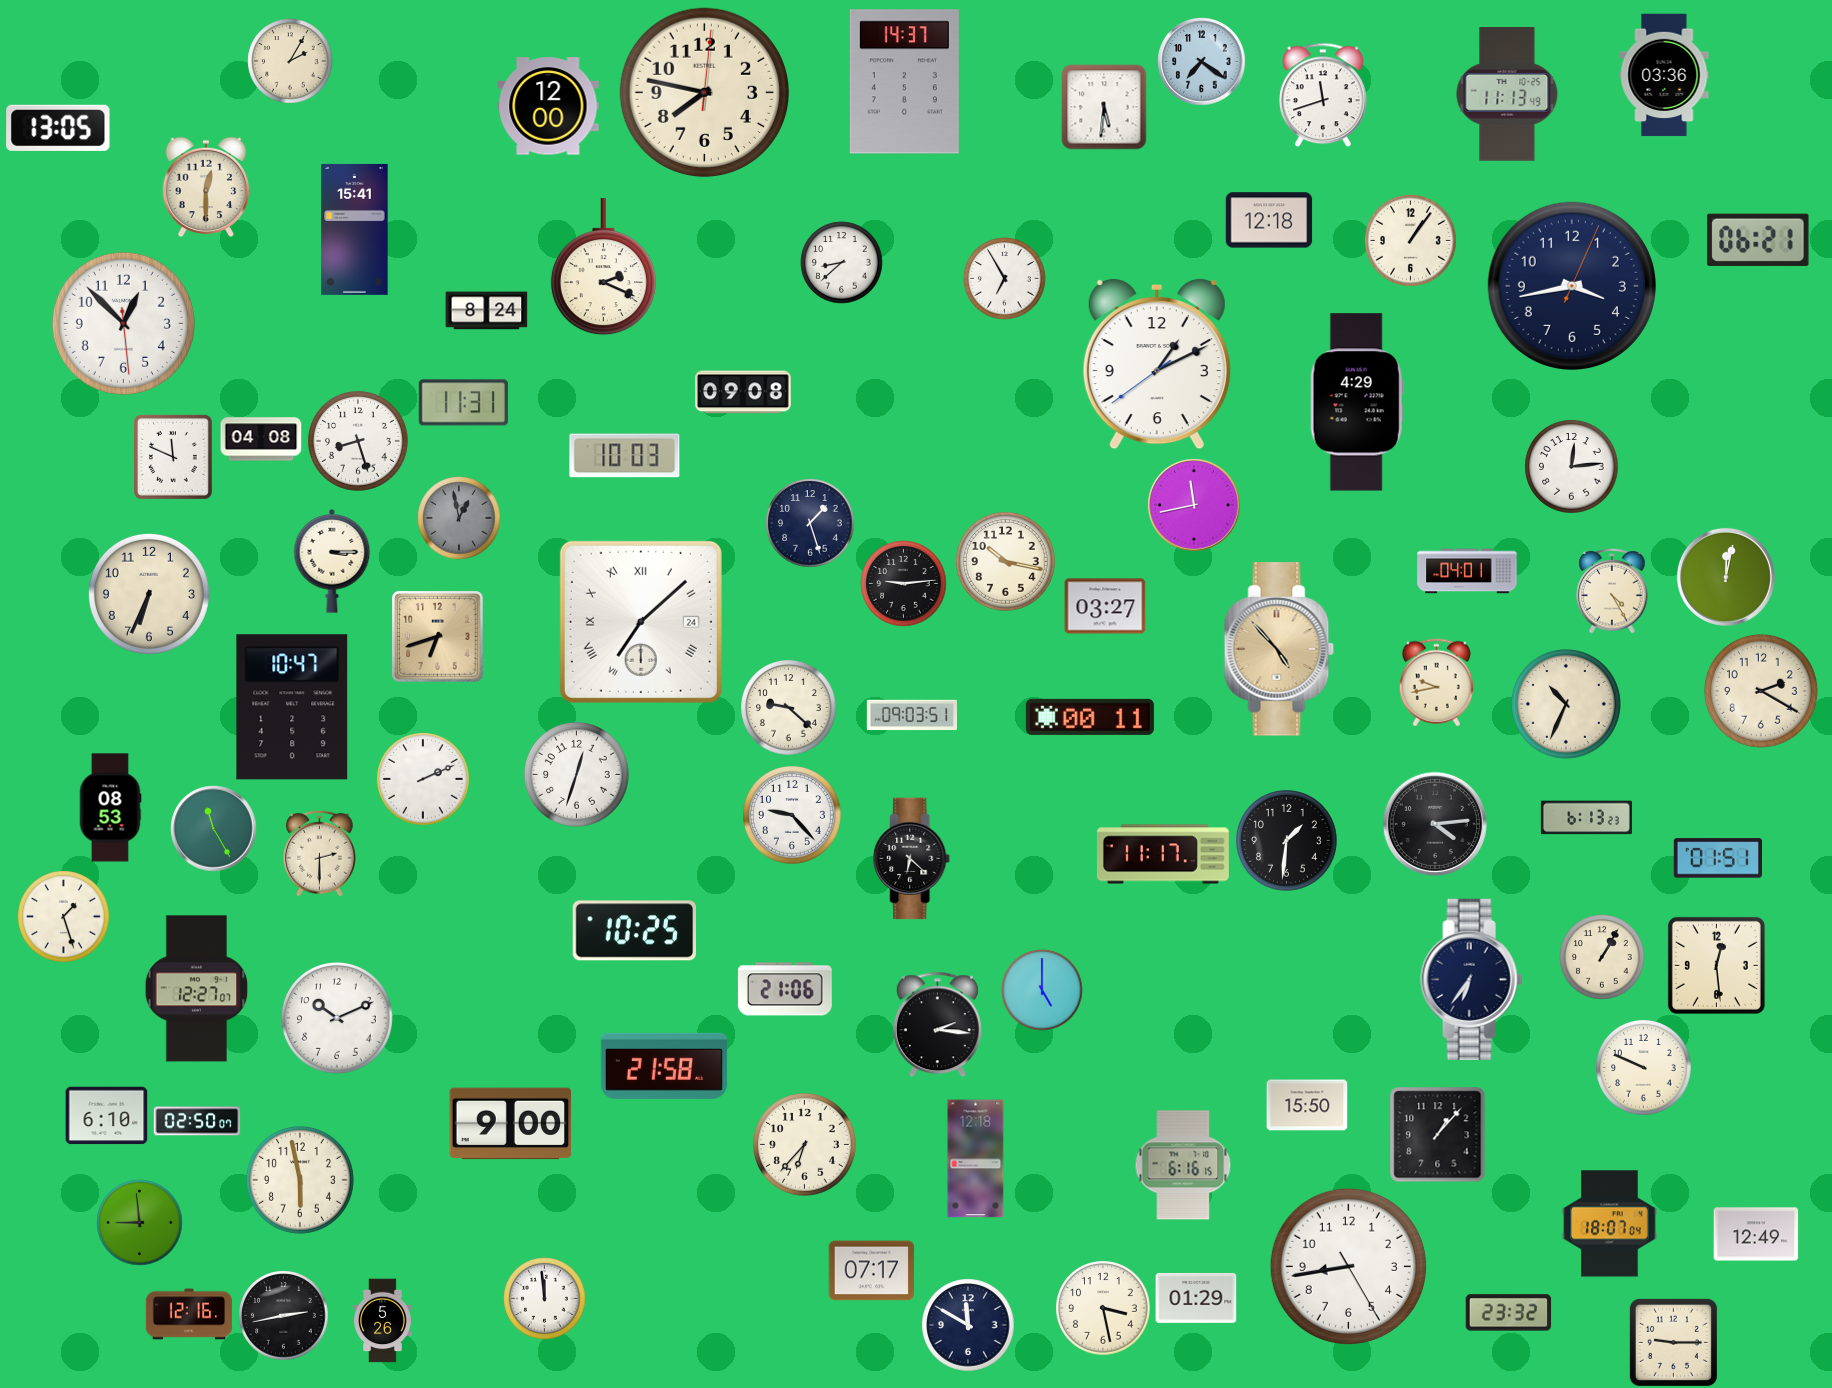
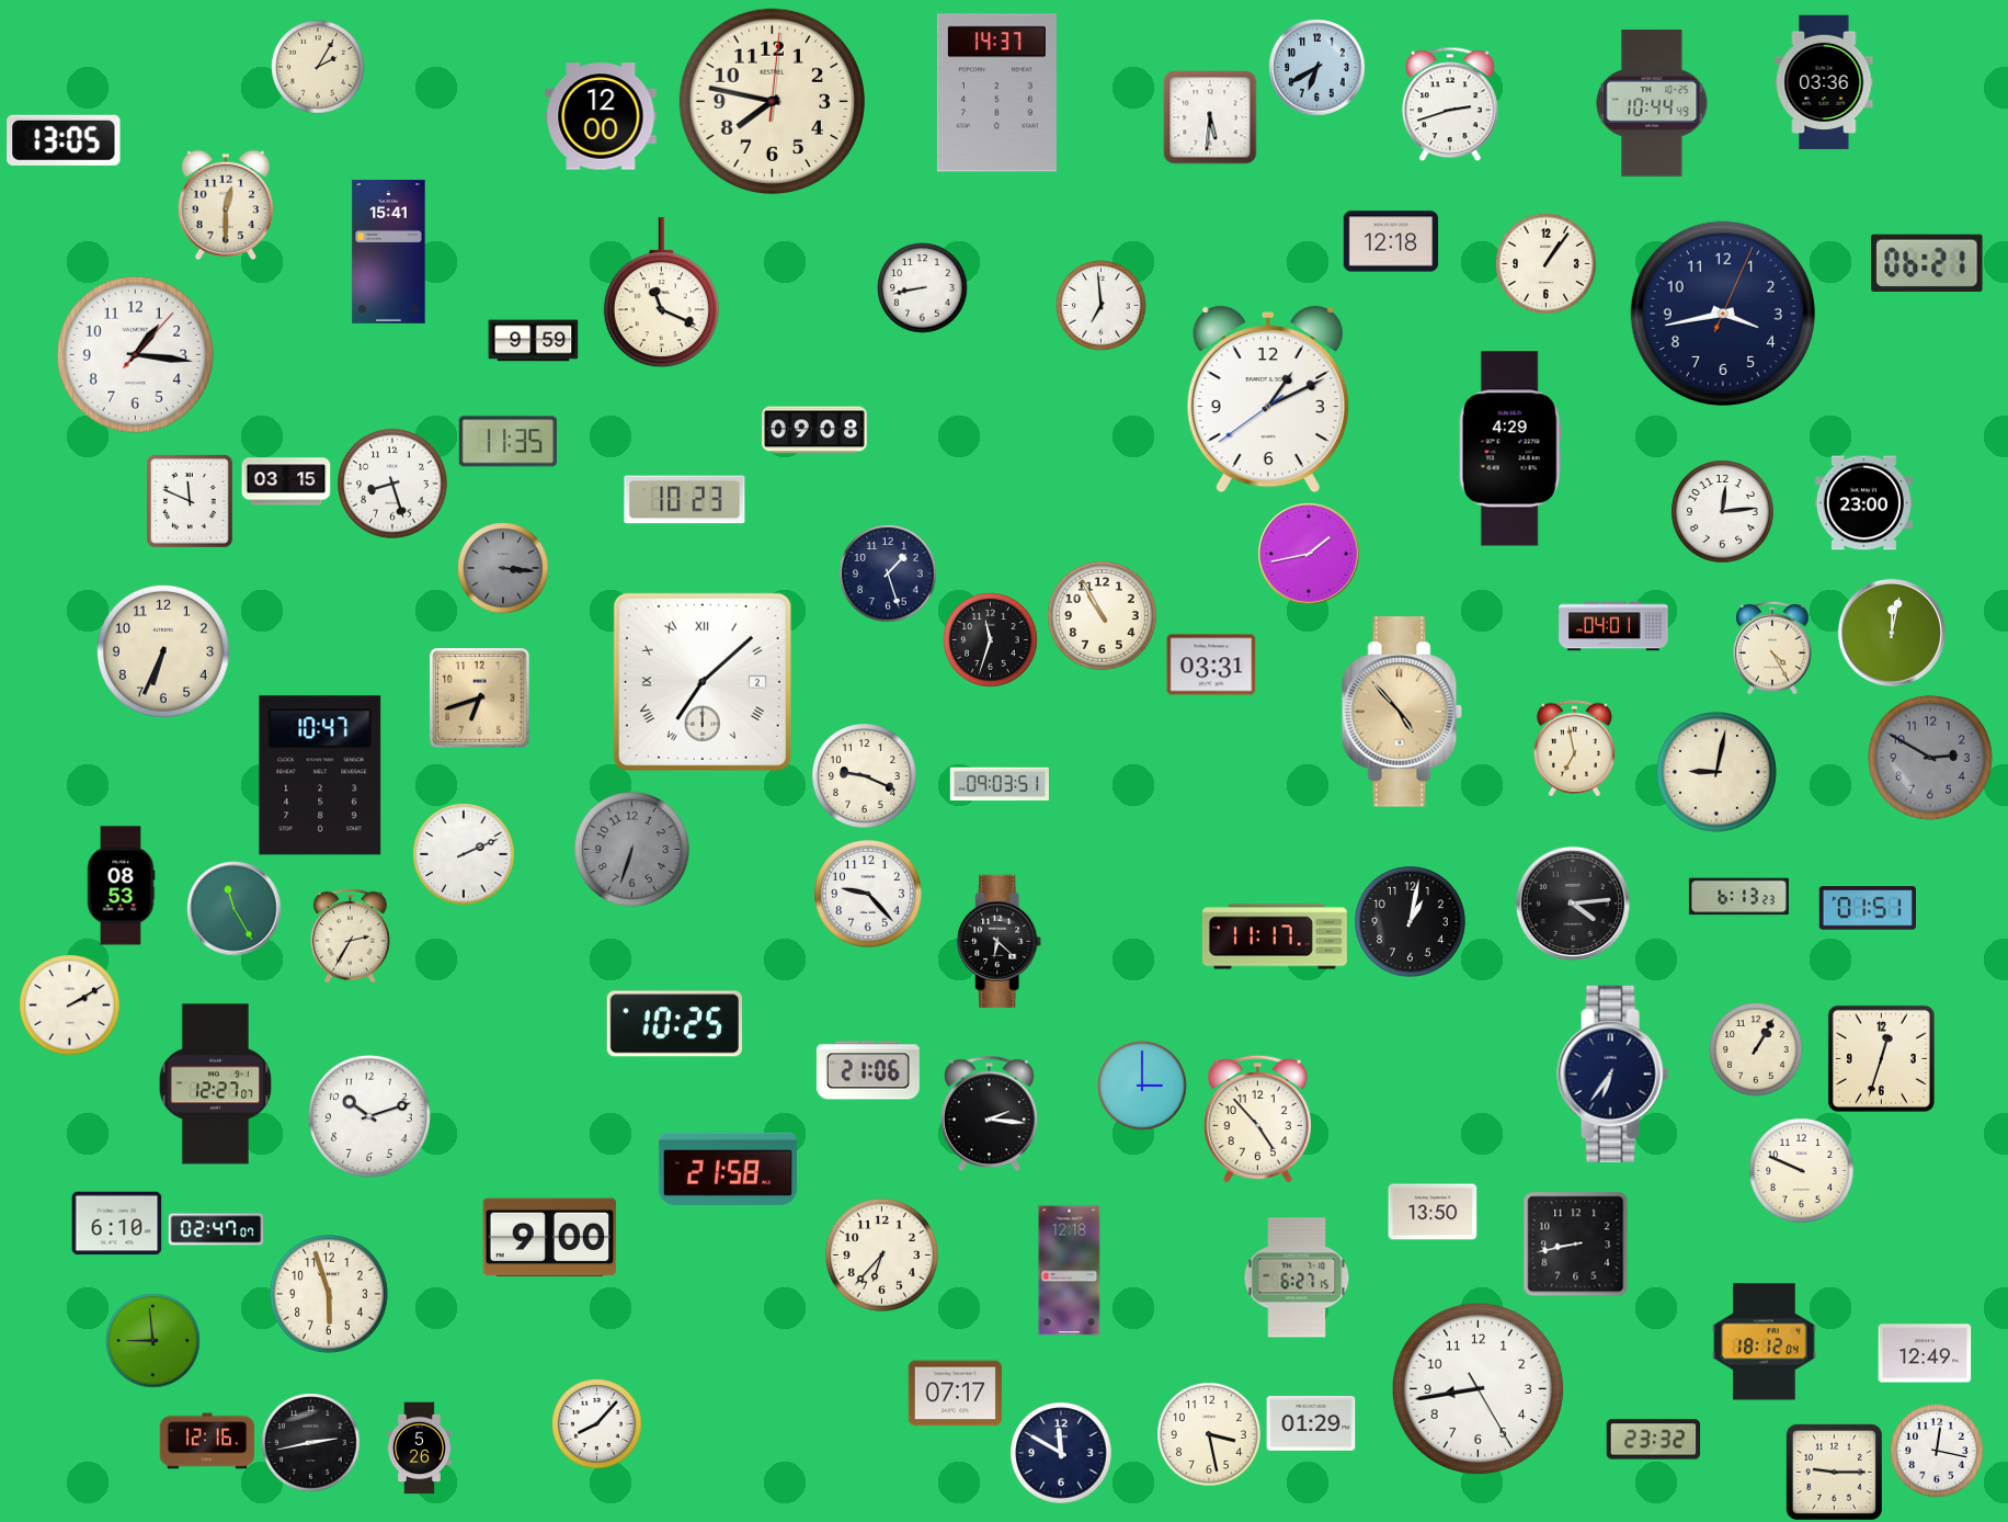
clock at (1202, 62): 7:21 -> 6:40
clock at (904, 82) position: (904, 82) -> (996, 93)
clock at (1324, 95): 11:42 -> 2:42
clock at (1507, 95): 11:13 -> 10:44
clock at (842, 263): 8:38 -> 8:43
clock at (603, 267): 2:19 -> 11:19
clock at (1005, 279): 6:55 -> 6:59
clock at (487, 311): 8:24 -> 9:59
clock at (123, 323): 12:52 -> 1:16
clock at (1357, 402) position: (1357, 402) -> (1510, 448)
clock at (463, 403): 11:31 -> 11:35
clock at (261, 439): 04:08 -> 03:15
clock at (625, 456): 10:03 -> 10:23
clock at (1863, 503): none -> 23:00
clock at (1195, 506): 11:43 -> 1:43
clock at (459, 518): 12:58 -> 3:16
clock at (332, 561): 3:15 -> none
clock at (1006, 562): 10:17 -> 10:55
clock at (1467, 571) position: (1467, 571) -> (1613, 626)
clock at (904, 584): 9:14 -> 11:33
clock at (1612, 592) position: (1612, 592) -> (1772, 649)
clock at (1105, 606): 03:27 -> 03:31
clock at (641, 622) date: 24 -> 2
clock at (1436, 683): 9:43 -> 6:58
clock at (1761, 691): 2:20 -> 2:50
clock at (1761, 691) dial: cream -> grey
clock at (1566, 704): 10:34 -> 9:02
clock at (789, 708): 9:22 -> 9:19
clock at (1090, 717): 00:11 -> none
clock at (576, 774): 12:33 -> 6:33
clock at (576, 774) dial: white -> grey
clock at (1287, 841): 1:31 -> 1:02
clock at (320, 853): 2:30 -> 2:35
clock at (1717, 858) position: (1717, 858) -> (1867, 908)
clock at (64, 917): 1:27 -> 2:10
clock at (634, 931) position: (634, 931) -> (674, 1024)
clock at (1716, 965): 12:29 -> 12:33
clock at (785, 989) position: (785, 989) -> (868, 1070)
clock at (1042, 990): 5:00 -> 3:00
clock at (337, 1018): 10:11 -> 10:12
clock at (1257, 1120): none -> 4:53
clock at (937, 1025) position: (937, 1025) -> (989, 1114)
clock at (1307, 1105): 15:50 -> 13:50
clock at (197, 1121): 02:50 -> 02:47
clock at (511, 1124) position: (511, 1124) -> (550, 1238)
clock at (1438, 1135): 1:07 -> 8:43
clock at (1183, 1165): 6:16 -> 6:27
clock at (300, 1180): 5:58 -> 5:57
clock at (1610, 1224): 18:07 -> 18:12
clock at (545, 1299): 11:59 -> 8:07
clock at (1937, 1451): none -> 12:17
